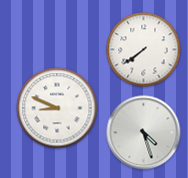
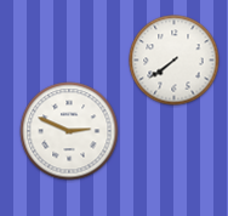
clock at (57, 108): 8:49 -> 2:49
clock at (144, 133): 4:27 -> none
